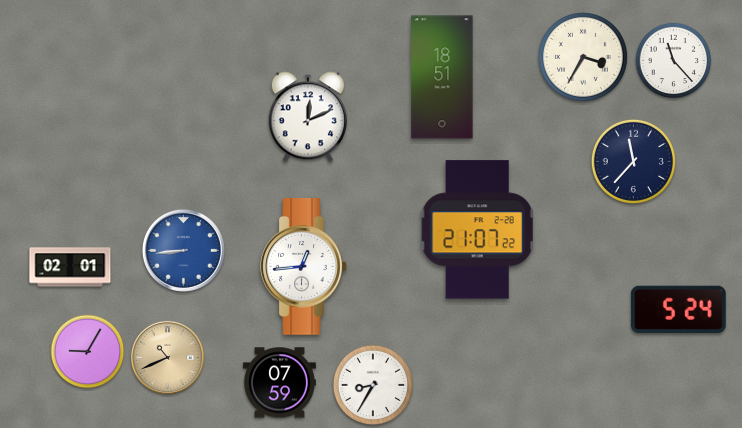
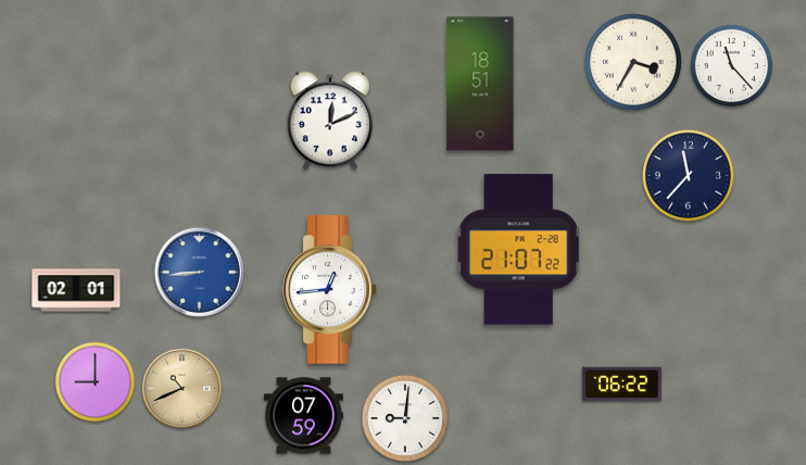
clock at (308, 117) position: (308, 117) -> (330, 121)
clock at (678, 309): 5:24 -> none
clock at (88, 352): 9:05 -> 9:00
clock at (621, 385): none -> 06:22
clock at (373, 385): 8:35 -> 9:01
